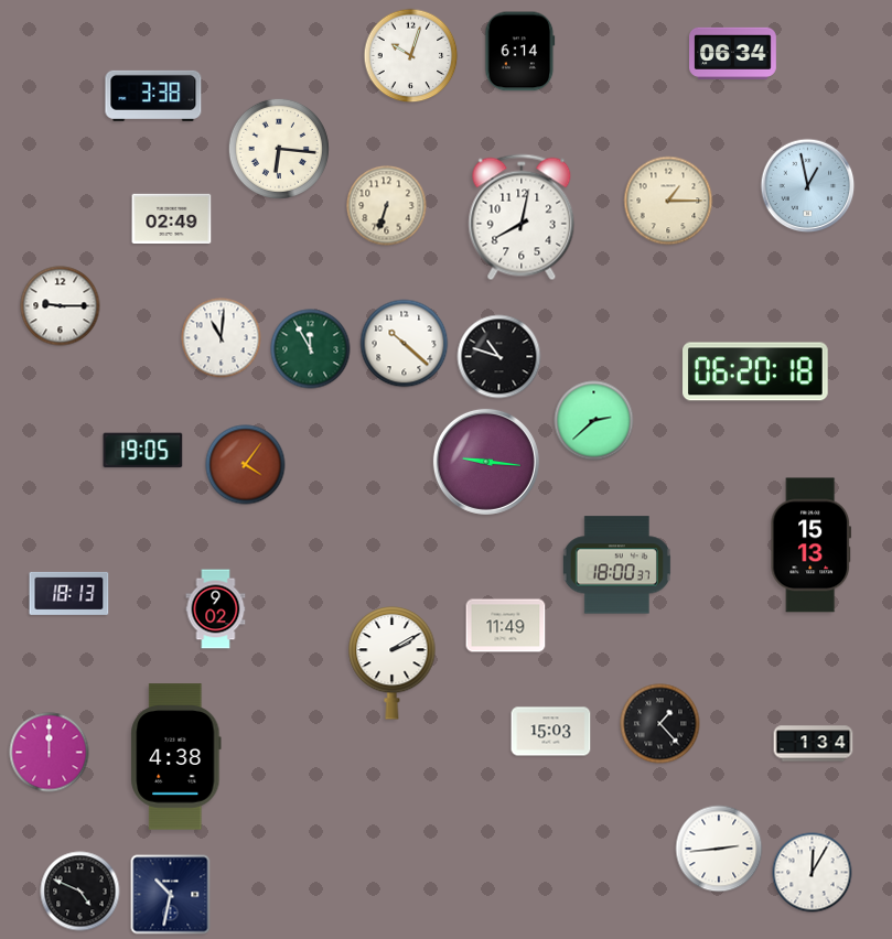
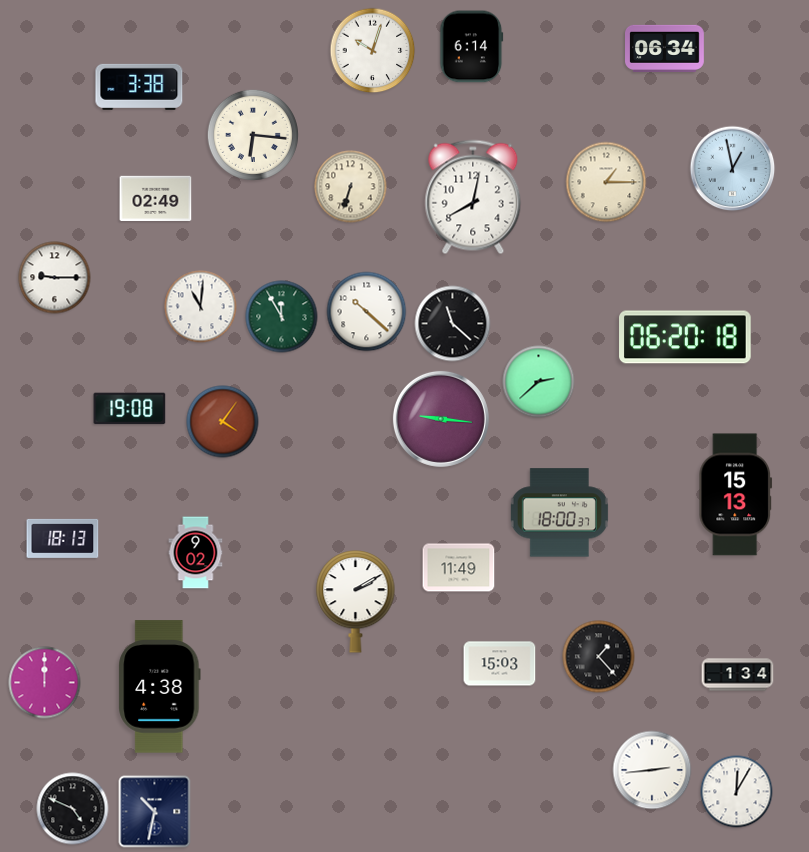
clock at (499, 357): 10:48 -> 11:22
clock at (143, 451): 19:05 -> 19:08
